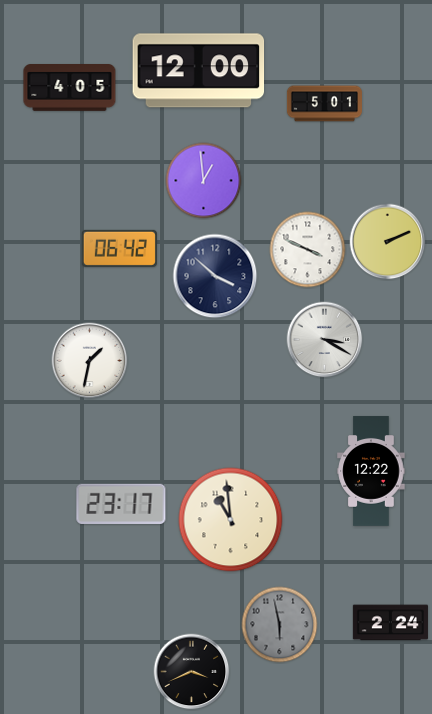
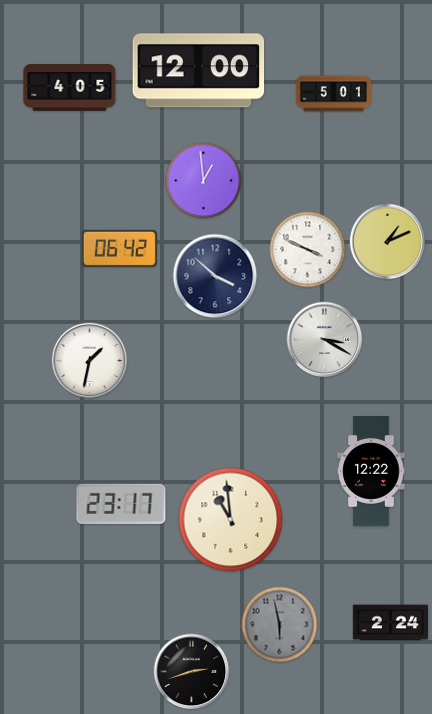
clock at (324, 104) position: (324, 104) -> (333, 94)
clock at (388, 242): 2:11 -> 1:11
clock at (192, 672): 3:41 -> 2:42
